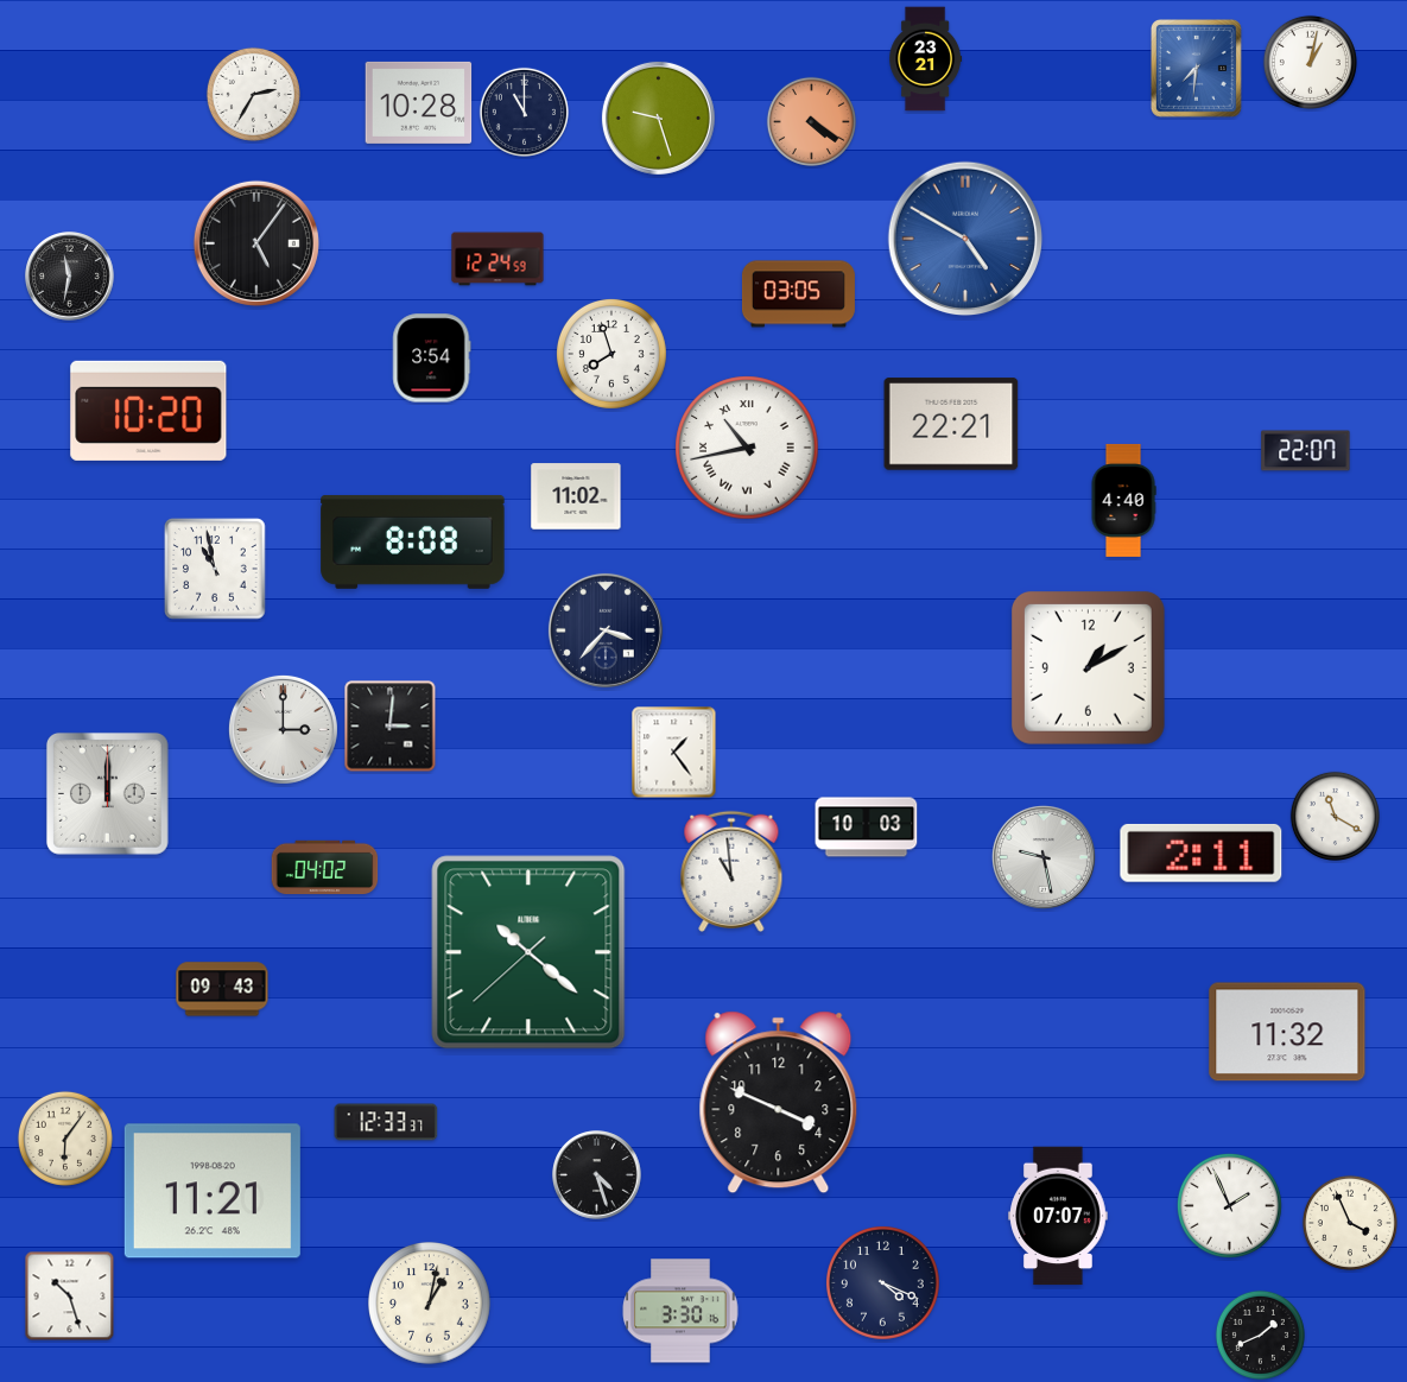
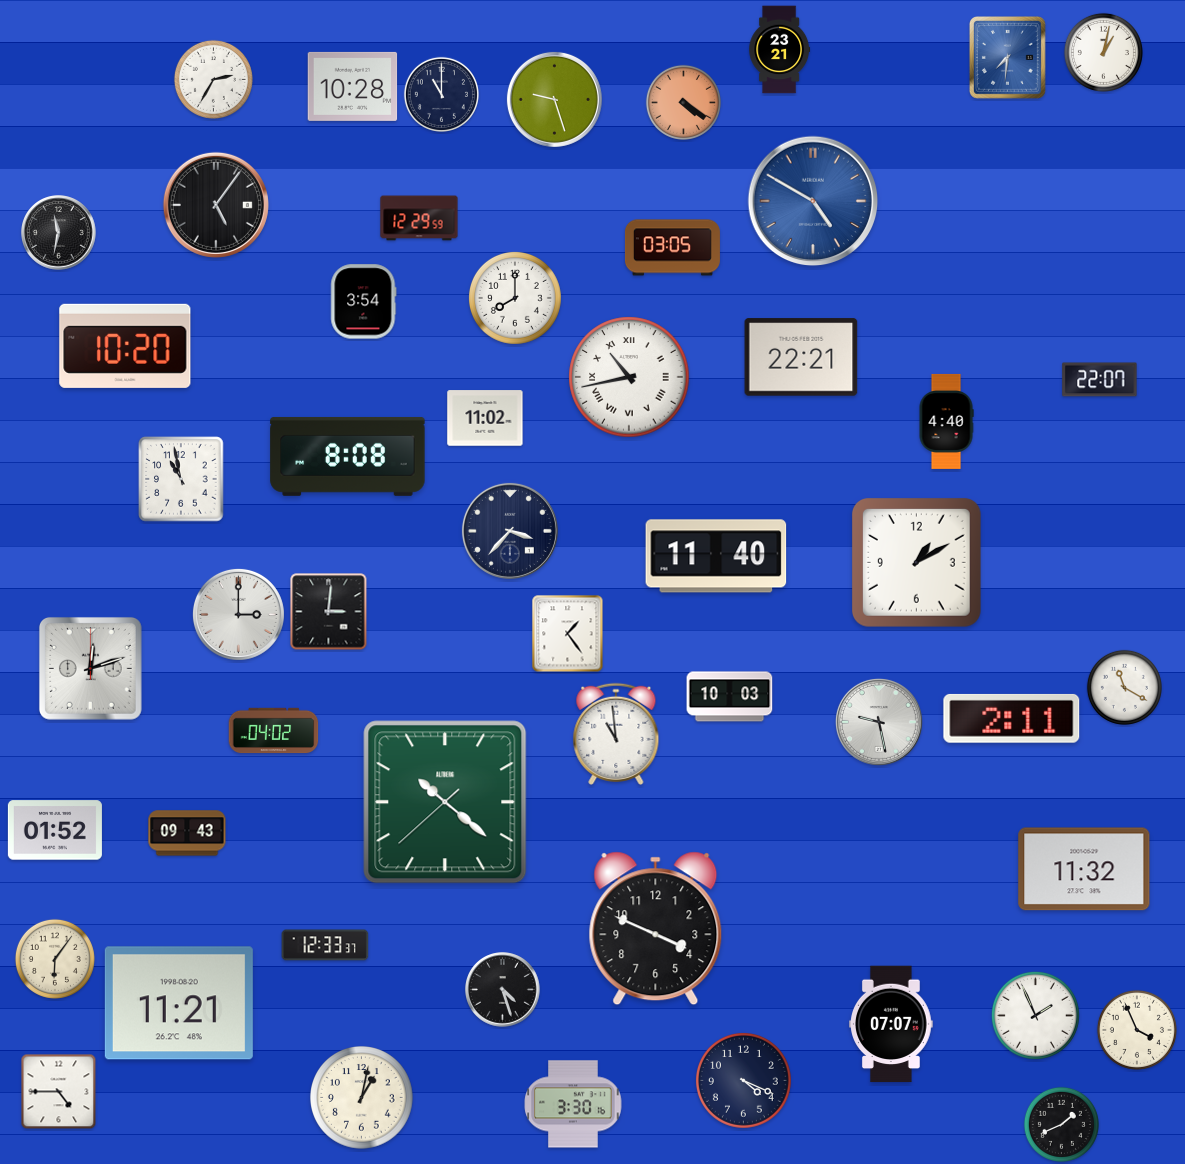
clock at (497, 259): 12:24 -> 12:29
clock at (611, 354): 7:57 -> 8:00
clock at (716, 556): none -> 11:40
clock at (107, 794): 12:00 -> 12:12
clock at (55, 830): none -> 01:52
clock at (70, 1297): 10:27 -> 4:45
